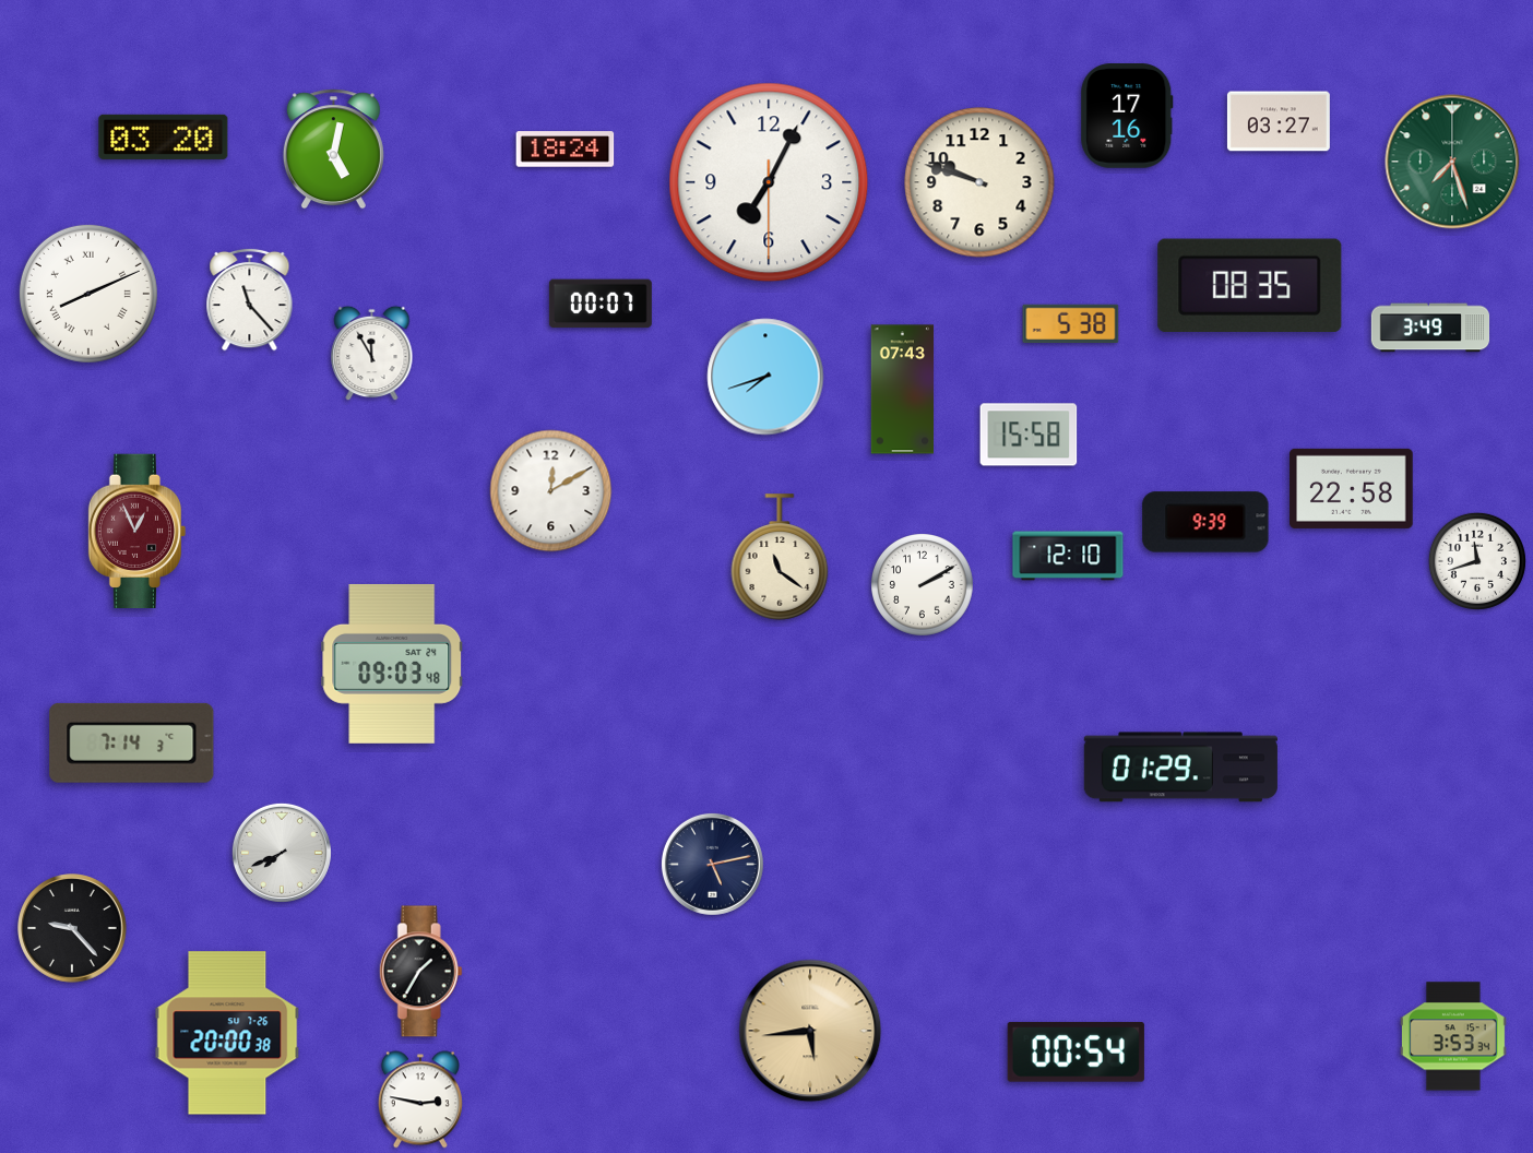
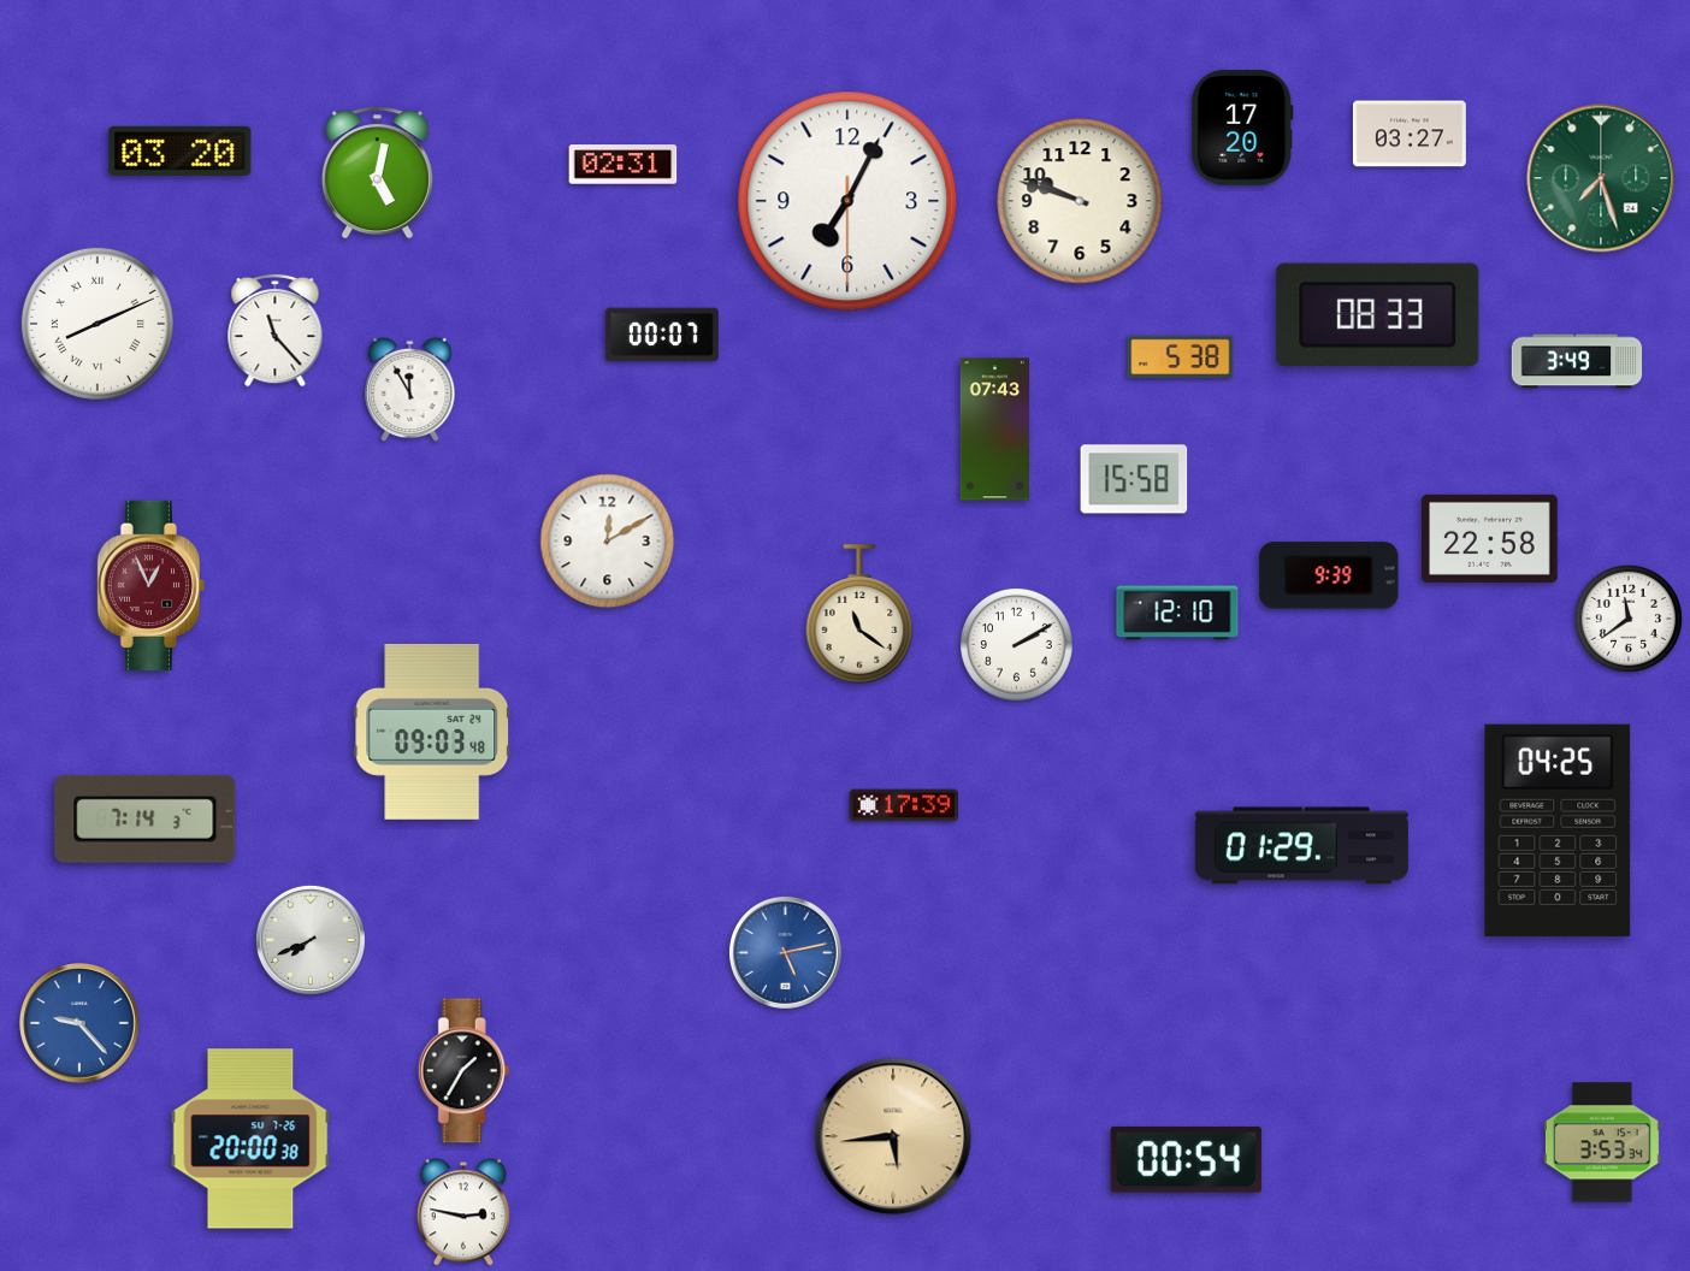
clock at (1127, 116): 17:16 -> 17:20
clock at (333, 150) position: (333, 150) -> (377, 173)
clock at (566, 150): 18:24 -> 02:31
clock at (1250, 285): 08:35 -> 08:33
clock at (765, 377): 7:42 -> none
clock at (1477, 561): 11:42 -> 11:39
clock at (904, 805): none -> 17:39
clock at (1558, 830): none -> 04:25
clock at (712, 864) dial: navy -> blue
clock at (72, 928) dial: black -> blue
